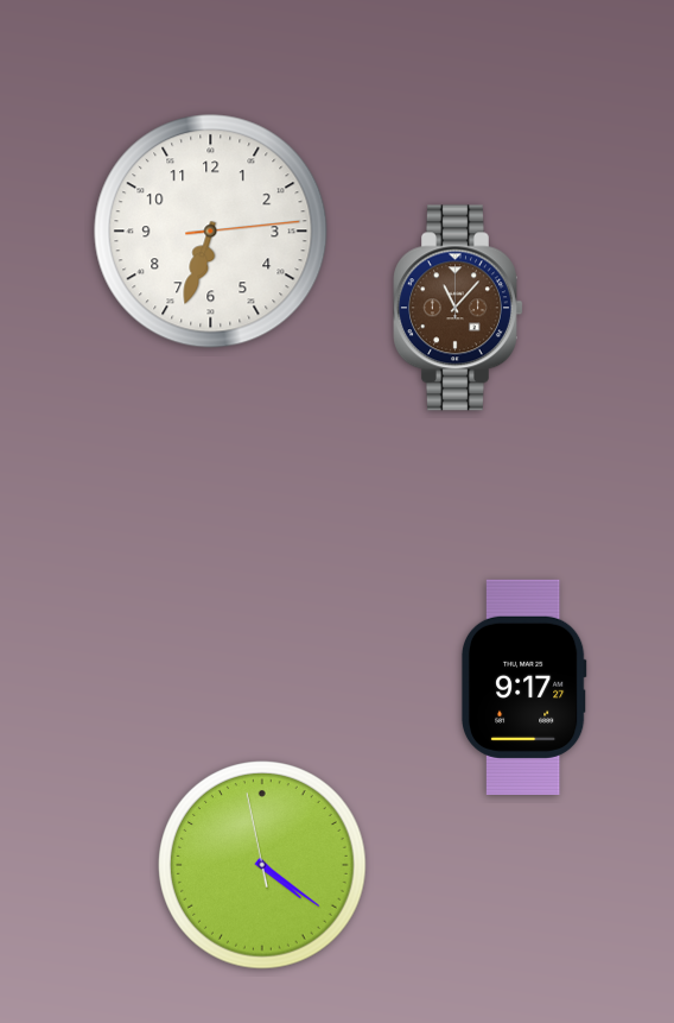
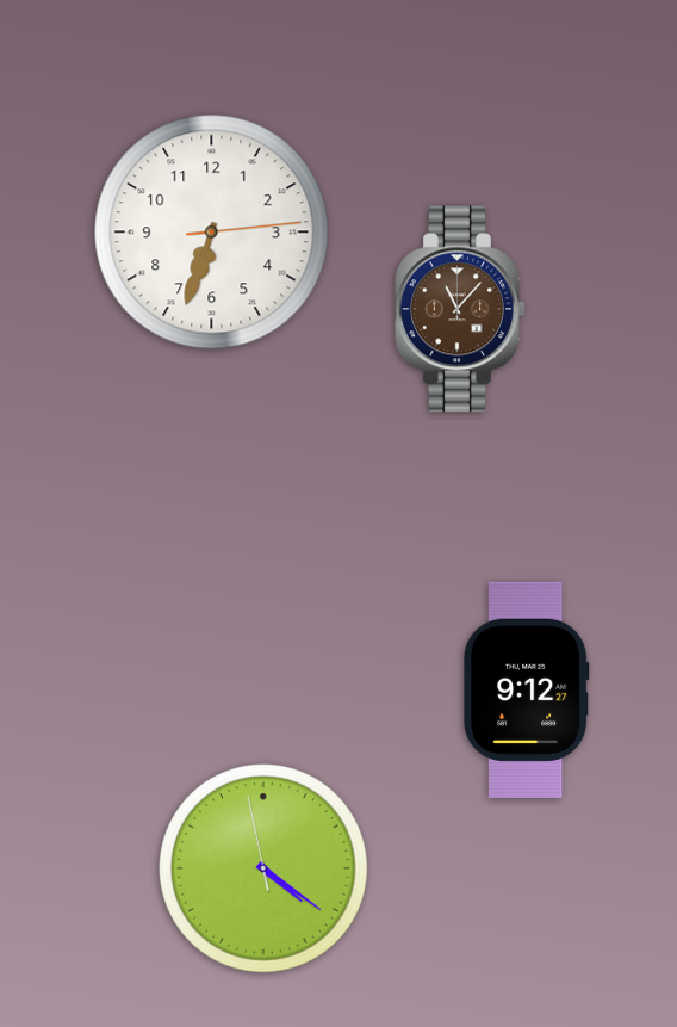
clock at (523, 687): 9:17 -> 9:12
